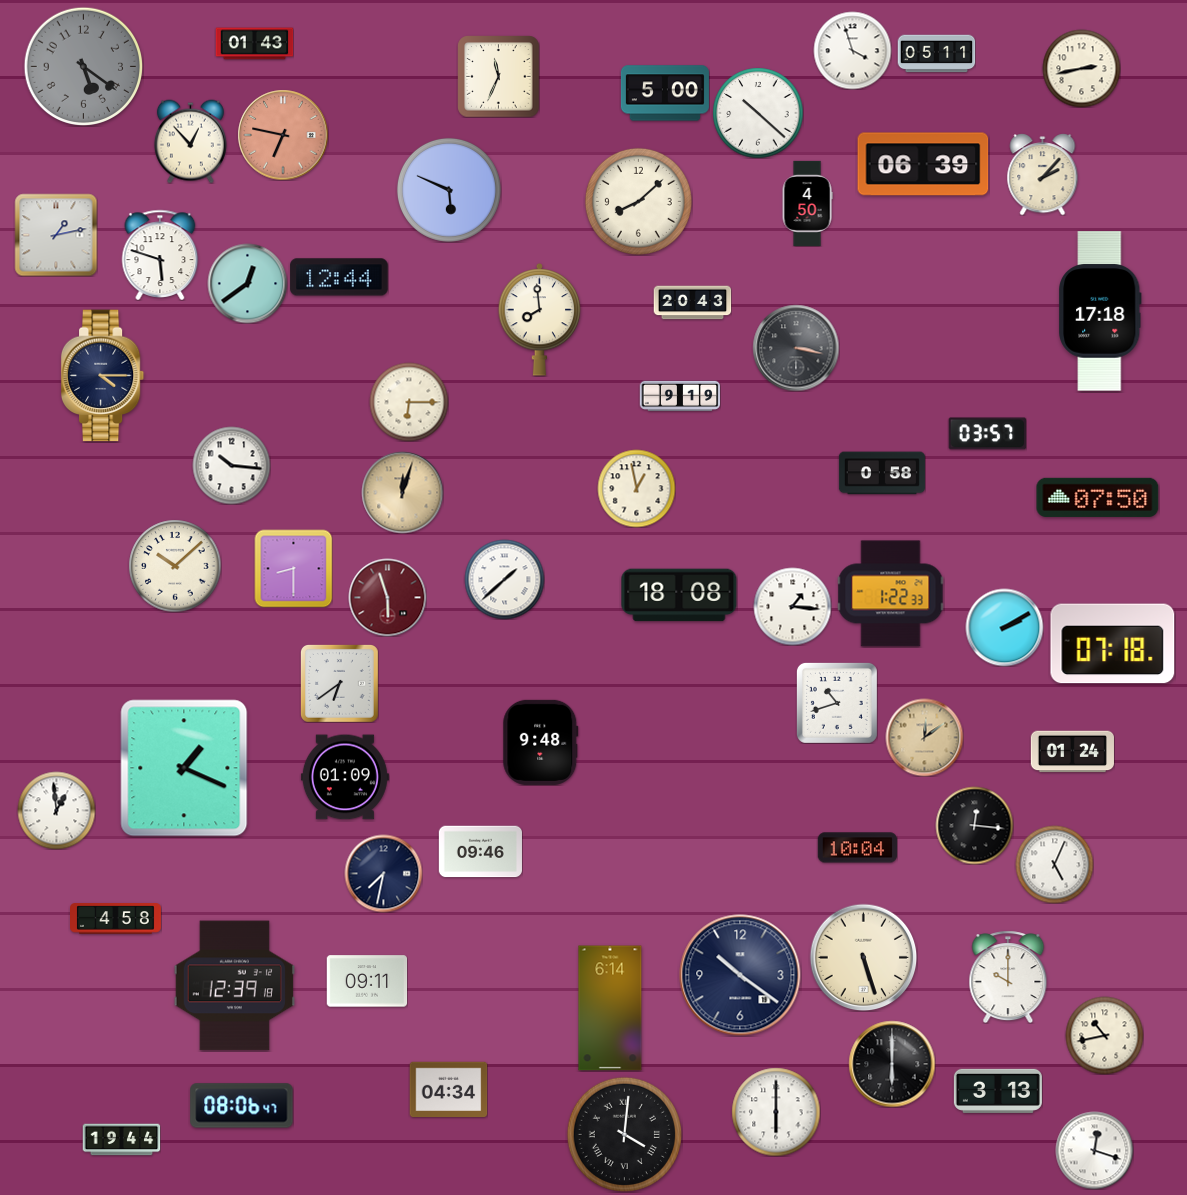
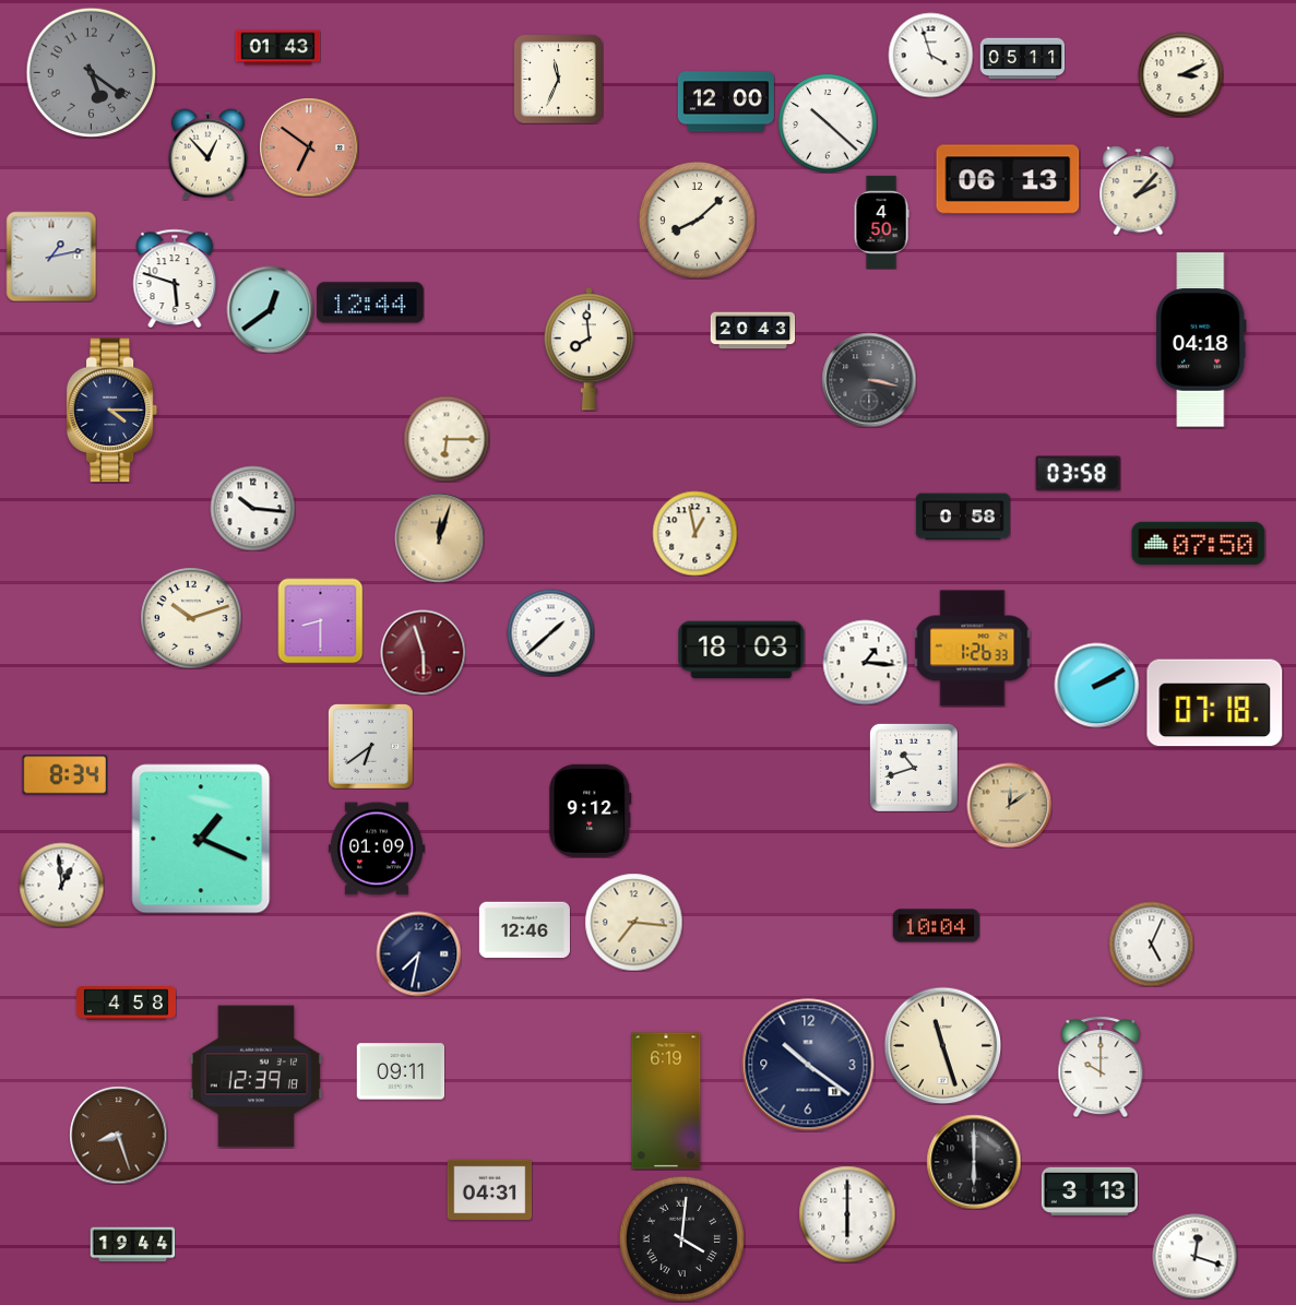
clock at (1081, 68): 2:43 -> 3:11
clock at (498, 76) position: (498, 76) -> (558, 79)
clock at (665, 93): 5:00 -> 12:00
clock at (283, 135): 6:47 -> 6:51
clock at (923, 164): 06:39 -> 06:13
clock at (449, 190): 5:49 -> none
clock at (56, 235) position: (56, 235) -> (51, 257)
clock at (692, 303) position: (692, 303) -> (752, 331)
clock at (1101, 311): 17:18 -> 04:18
clock at (680, 396): 9:19 -> none
clock at (987, 434): 03:57 -> 03:58
clock at (175, 566): 10:08 -> 10:12
clock at (890, 594): 1:22 -> 1:26
clock at (679, 595): 18:08 -> 18:03
clock at (64, 775): none -> 8:34
clock at (541, 742): 9:48 -> 9:12
clock at (1072, 752): 01:24 -> none
clock at (974, 825): 12:16 -> none
clock at (633, 922): none -> 7:16
clock at (480, 852): 09:46 -> 12:46
clock at (863, 957): 5:27 -> 11:27
clock at (610, 1008): 6:14 -> 6:19
clock at (1104, 1035): 10:43 -> none
clock at (118, 1135): none -> 8:27
clock at (448, 1090): 04:34 -> 04:31
clock at (242, 1106): 08:06 -> none
